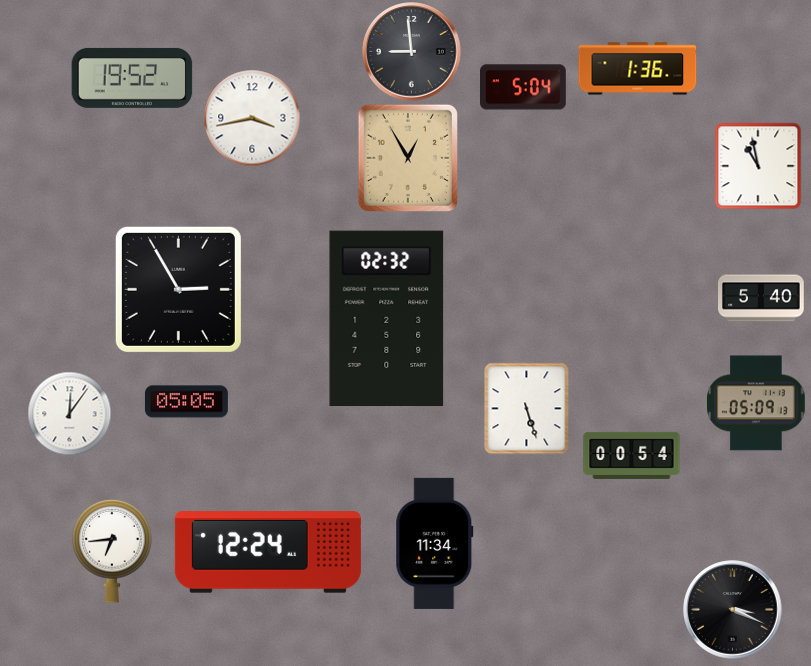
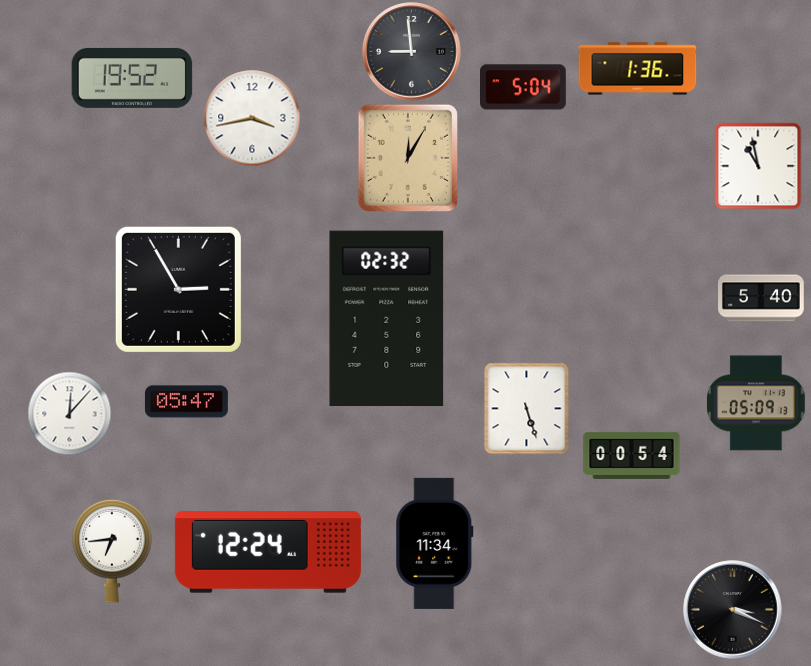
clock at (408, 158): 12:55 -> 12:05
clock at (186, 402): 05:05 -> 05:47
clock at (69, 413): 12:06 -> 12:07
